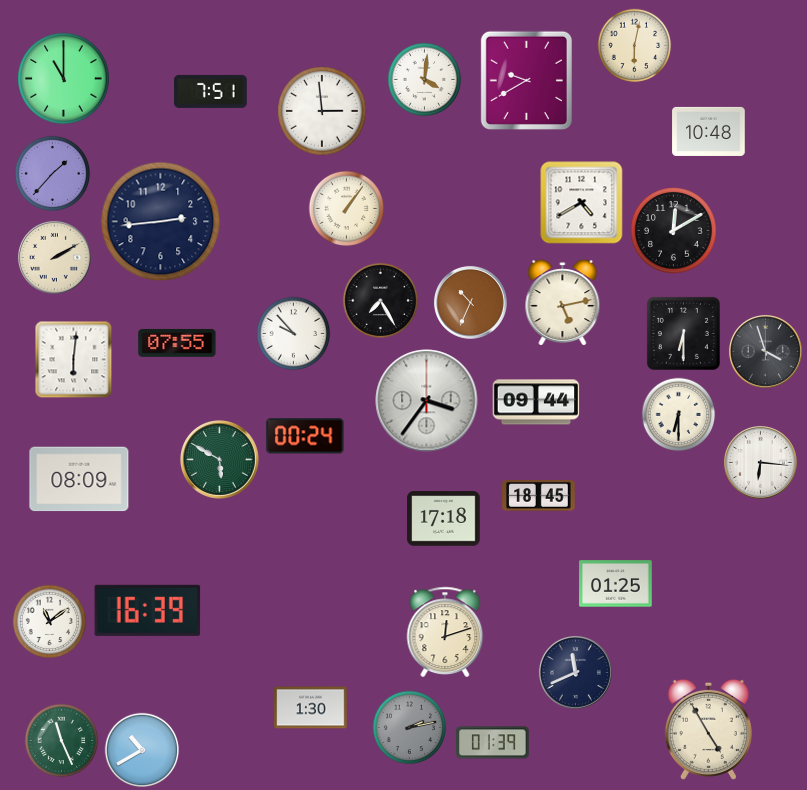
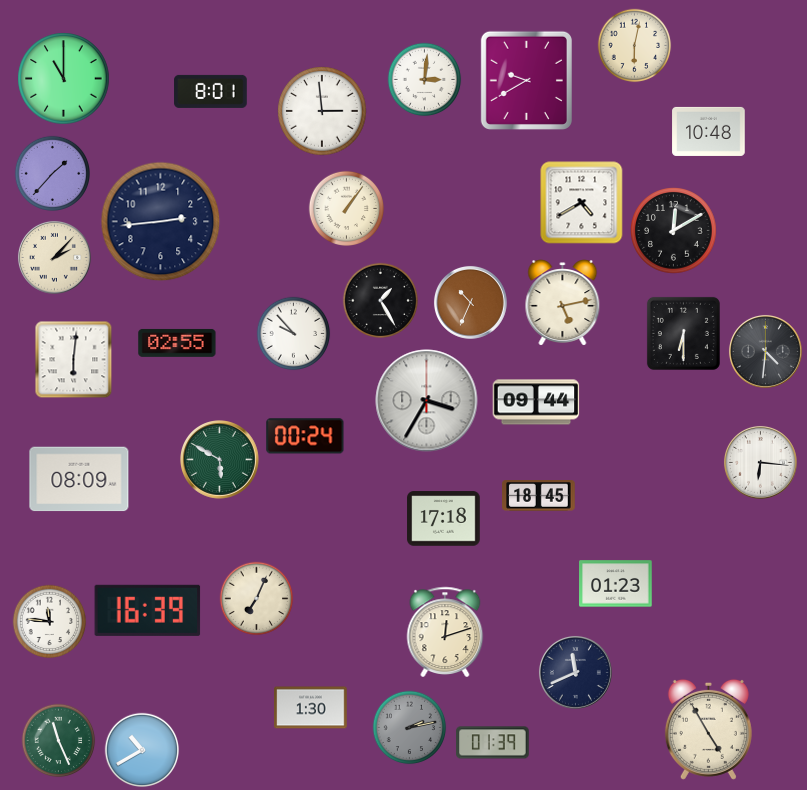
clock at (425, 80): 4:01 -> 3:01
clock at (211, 91): 7:51 -> 8:01
clock at (54, 257): 2:10 -> 2:07
clock at (381, 301): 7:25 -> 1:25
clock at (177, 343): 07:55 -> 02:55
clock at (765, 351): 3:57 -> 4:31
clock at (427, 401): 3:36 -> 3:35
clock at (679, 415): 6:30 -> none
clock at (616, 584): 01:25 -> 01:23
clock at (257, 599): none -> 7:04
clock at (50, 622): 11:09 -> 11:46
clock at (62, 741) position: (62, 741) -> (59, 741)
